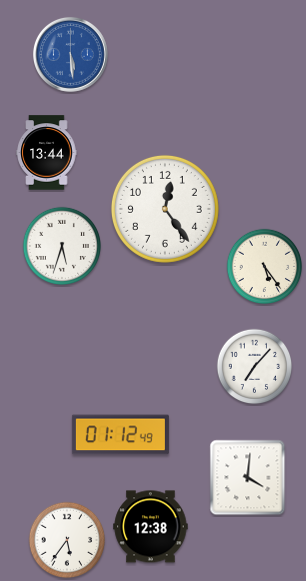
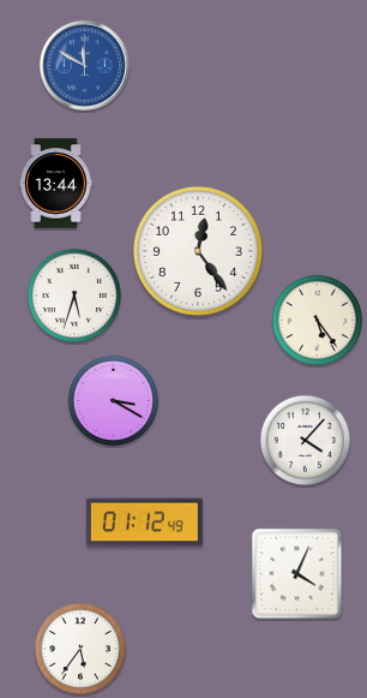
clock at (70, 54): 5:29 -> 11:50
clock at (114, 401): none -> 3:20
clock at (255, 367): 7:07 -> 4:07
clock at (248, 478): 4:01 -> 4:04
clock at (151, 527): 12:38 -> none
